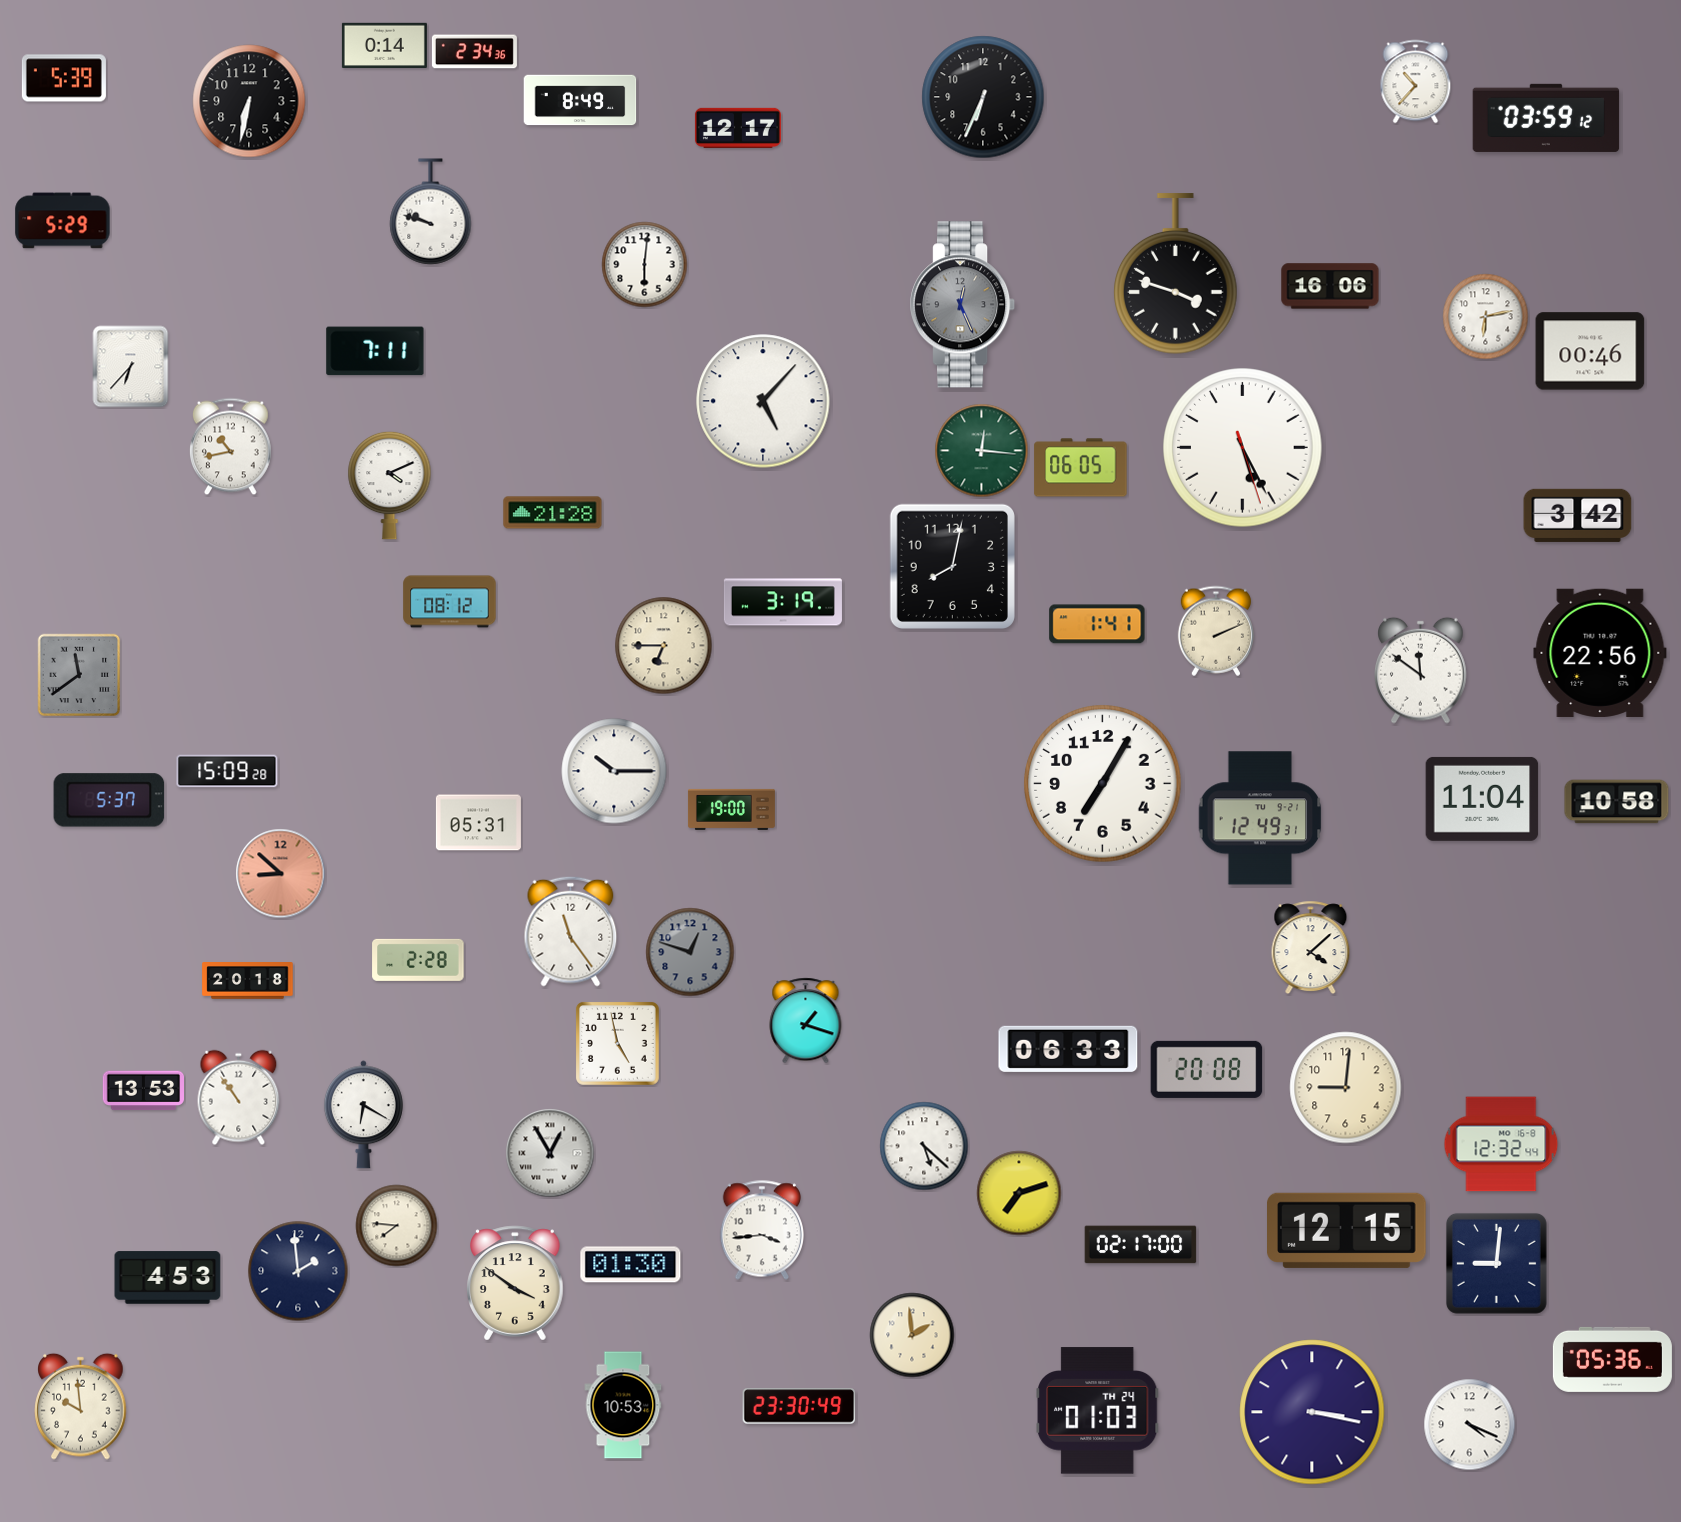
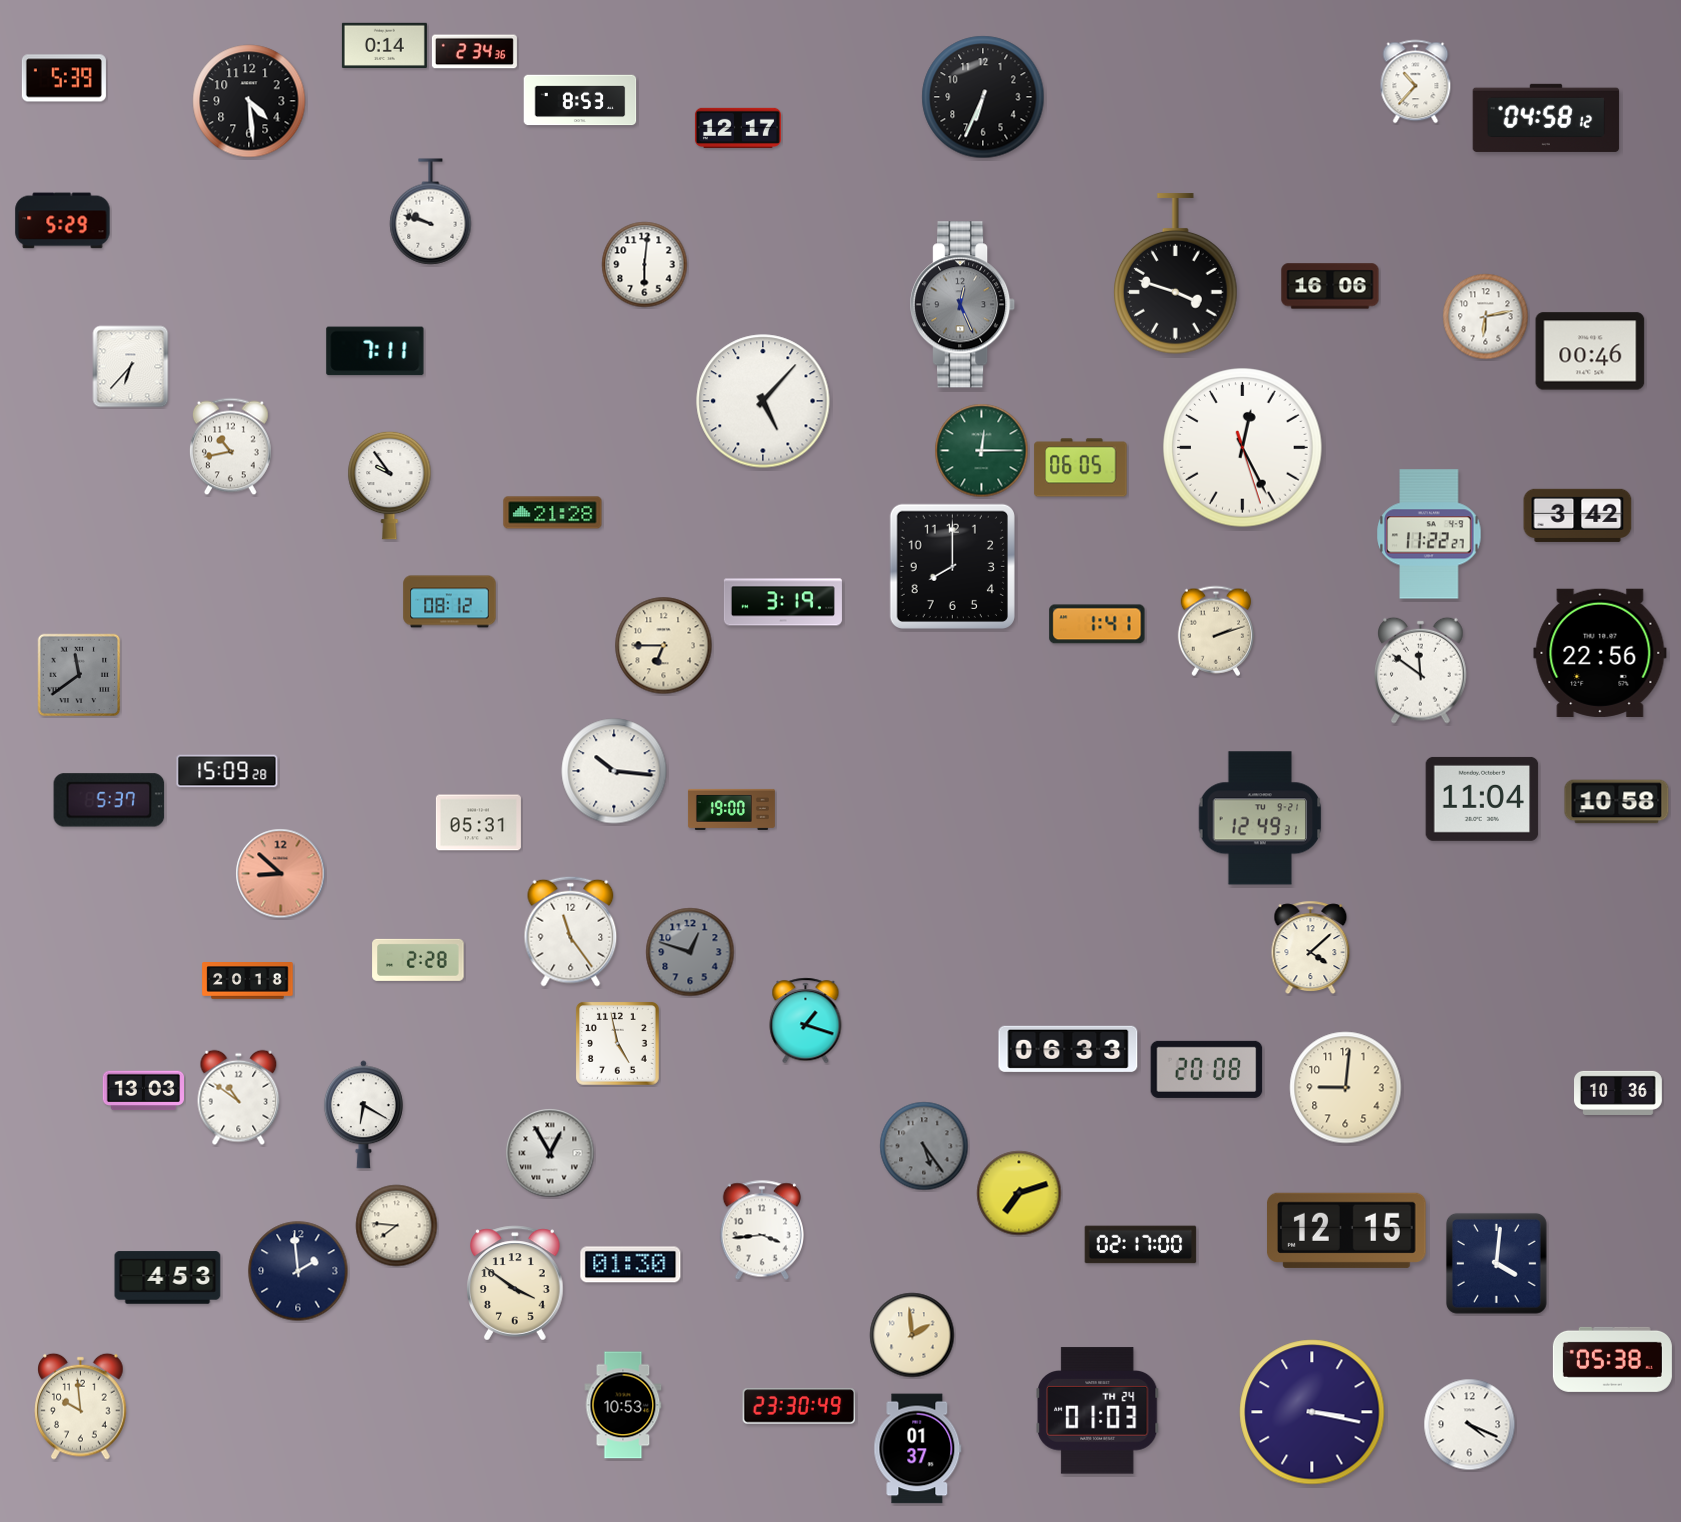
clock at (580, 100): 8:49 -> 8:53
clock at (249, 101): 6:32 -> 4:29
clock at (1546, 118): 03:59 -> 04:58
clock at (1243, 448): 5:25 -> 12:25
clock at (982, 451): 12:16 -> 12:15
clock at (390, 485): 4:11 -> 9:54
clock at (1429, 534): none -> 11:22
clock at (952, 566): 8:02 -> 8:00
clock at (1216, 631): 2:11 -> 2:12
clock at (614, 771): 10:15 -> 10:16
clock at (1103, 784): 7:05 -> none
clock at (144, 1091): 13:53 -> 13:03
clock at (1619, 1093): none -> 10:36
clock at (239, 1098): 10:54 -> 10:51
clock at (1501, 1144): 12:32 -> none
clock at (924, 1146): 5:22 -> 5:24
clock at (924, 1146) dial: white -> grey
clock at (1496, 1263): 9:01 -> 4:01
clock at (1612, 1359): 05:36 -> 05:38
clock at (918, 1449): none -> 01:37
